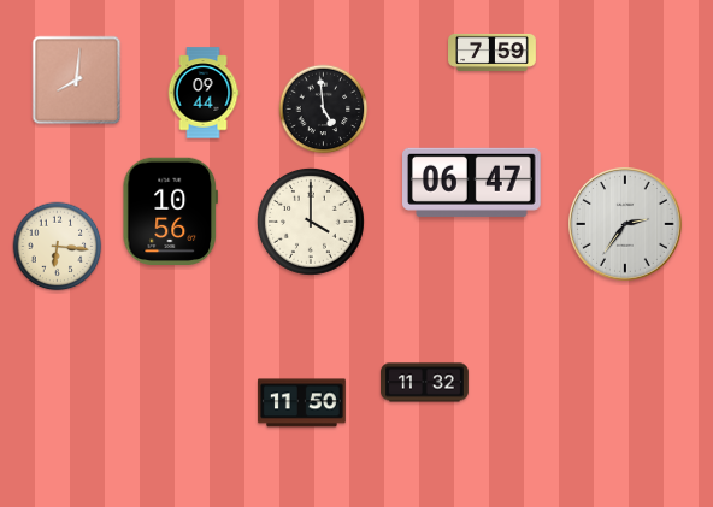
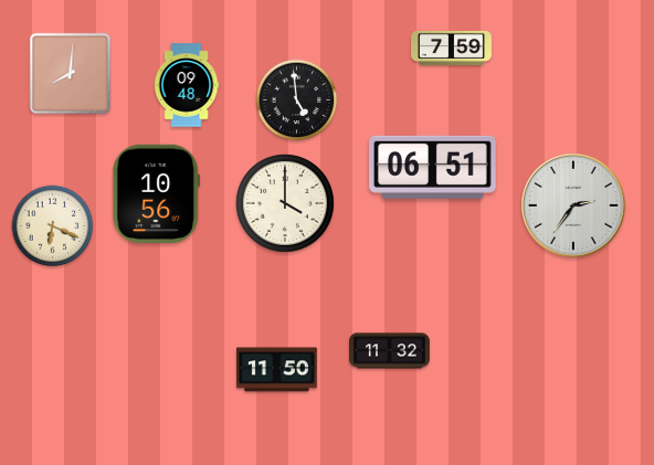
clock at (204, 93): 09:44 -> 09:48
clock at (472, 182): 06:47 -> 06:51
clock at (58, 247): 6:16 -> 6:19
